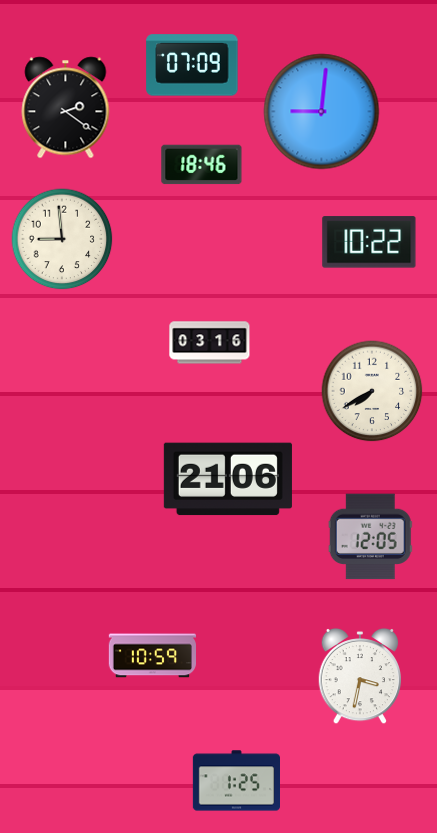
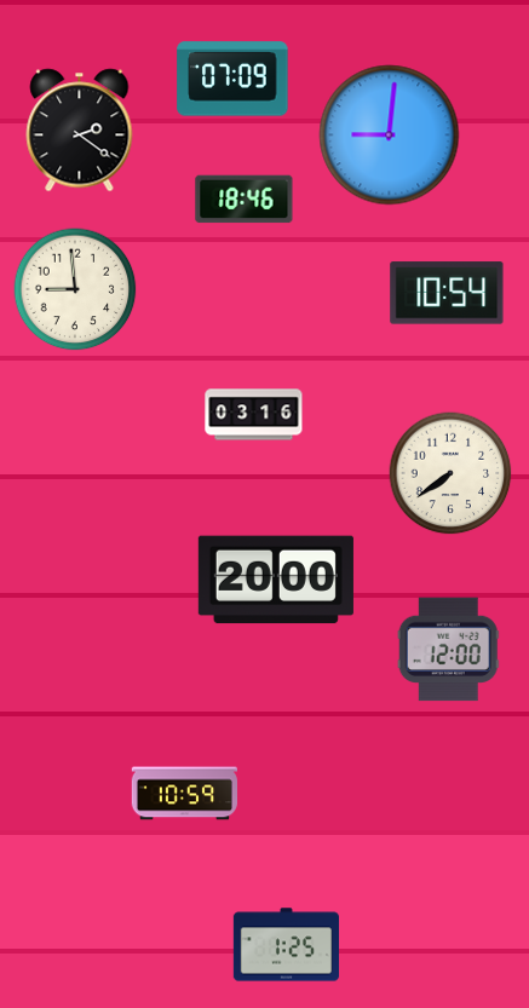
clock at (369, 242): 10:22 -> 10:54
clock at (372, 391): 7:40 -> 7:39
clock at (228, 479): 21:06 -> 20:00
clock at (370, 537): 12:05 -> 12:00
clock at (360, 676): 3:32 -> none
